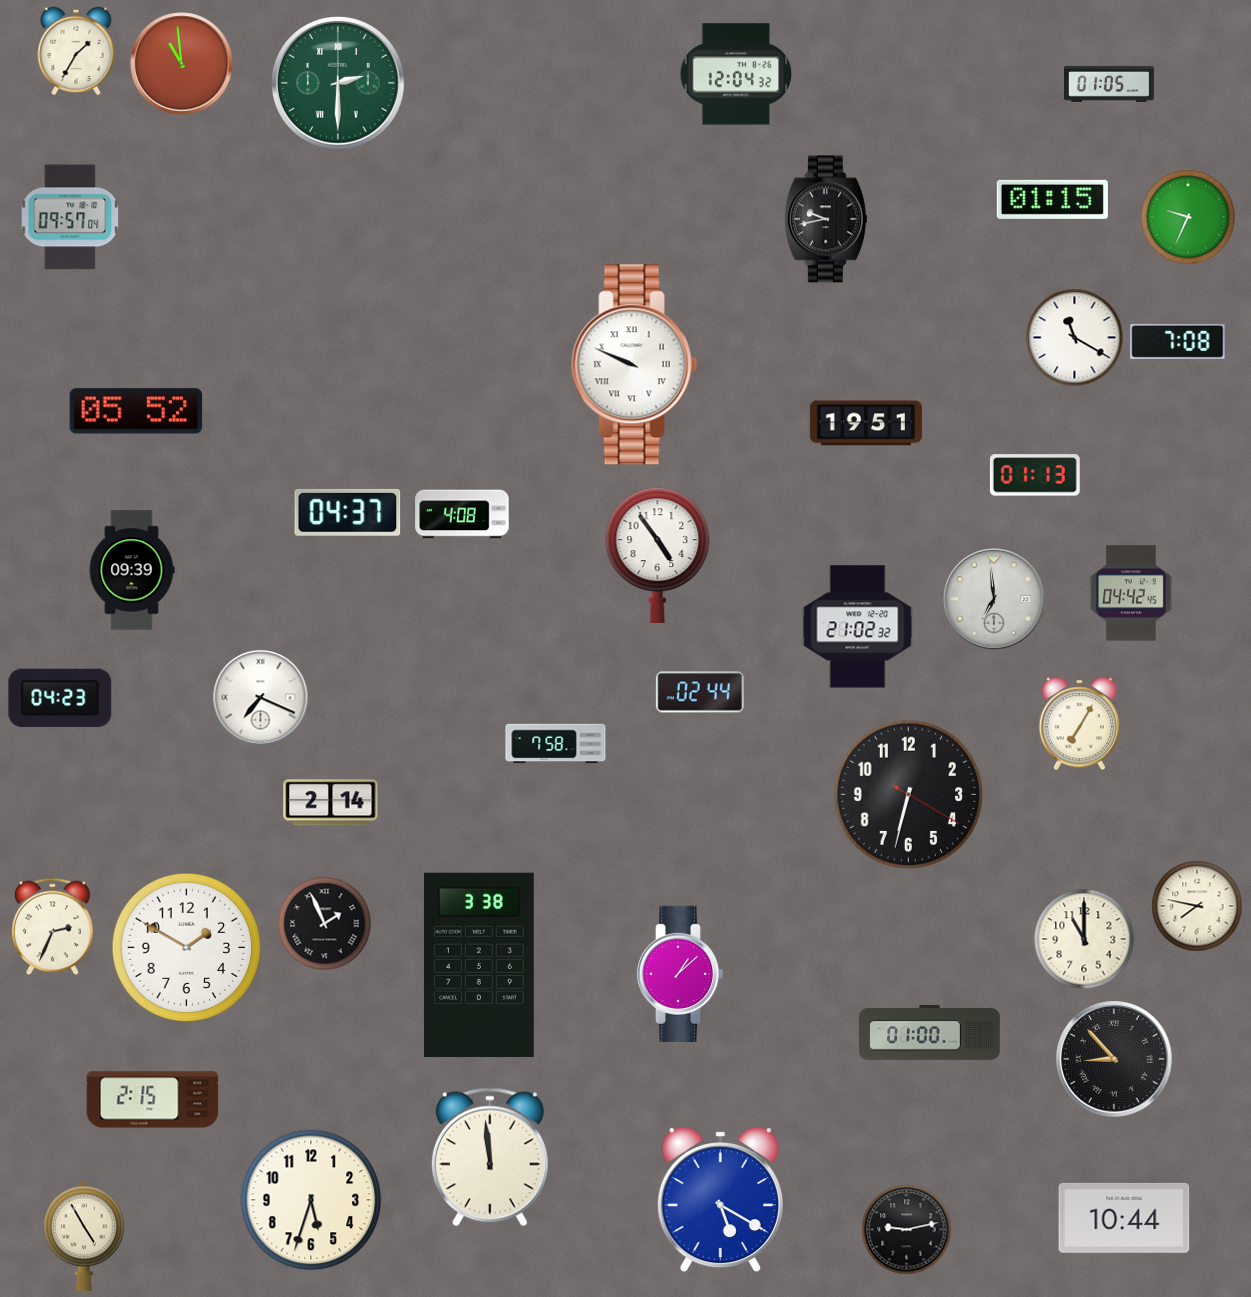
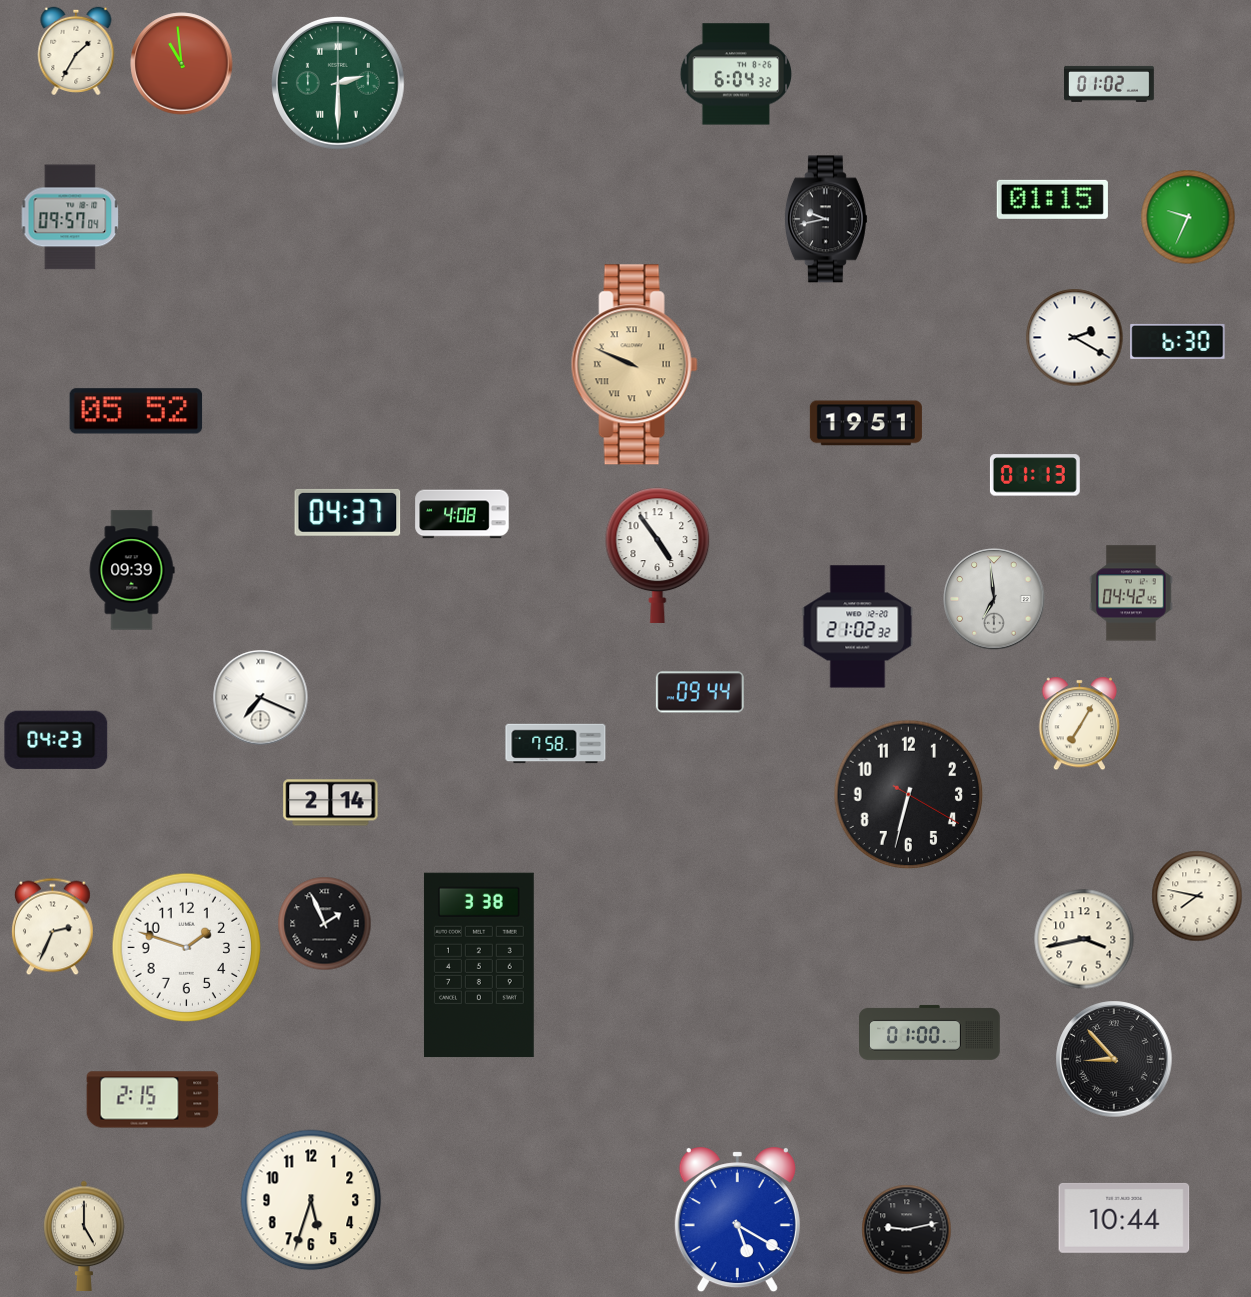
clock at (736, 74): 12:04 -> 6:04
clock at (1110, 84): 01:05 -> 01:02
clock at (1075, 338): 11:20 -> 2:20
clock at (1178, 341): 7:08 -> 6:30
clock at (634, 365) dial: white -> champagne
clock at (700, 692): 02:44 -> 09:44
clock at (60, 698) position: (60, 698) -> (56, 740)
clock at (1197, 906) position: (1197, 906) -> (1197, 896)
clock at (1084, 939): 11:00 -> 3:43
clock at (187, 948): 1:50 -> 1:48
clock at (680, 974): 1:08 -> none
clock at (490, 1157): 11:59 -> none
clock at (720, 1201) position: (720, 1201) -> (737, 1221)
clock at (84, 1235): 4:55 -> 5:00
